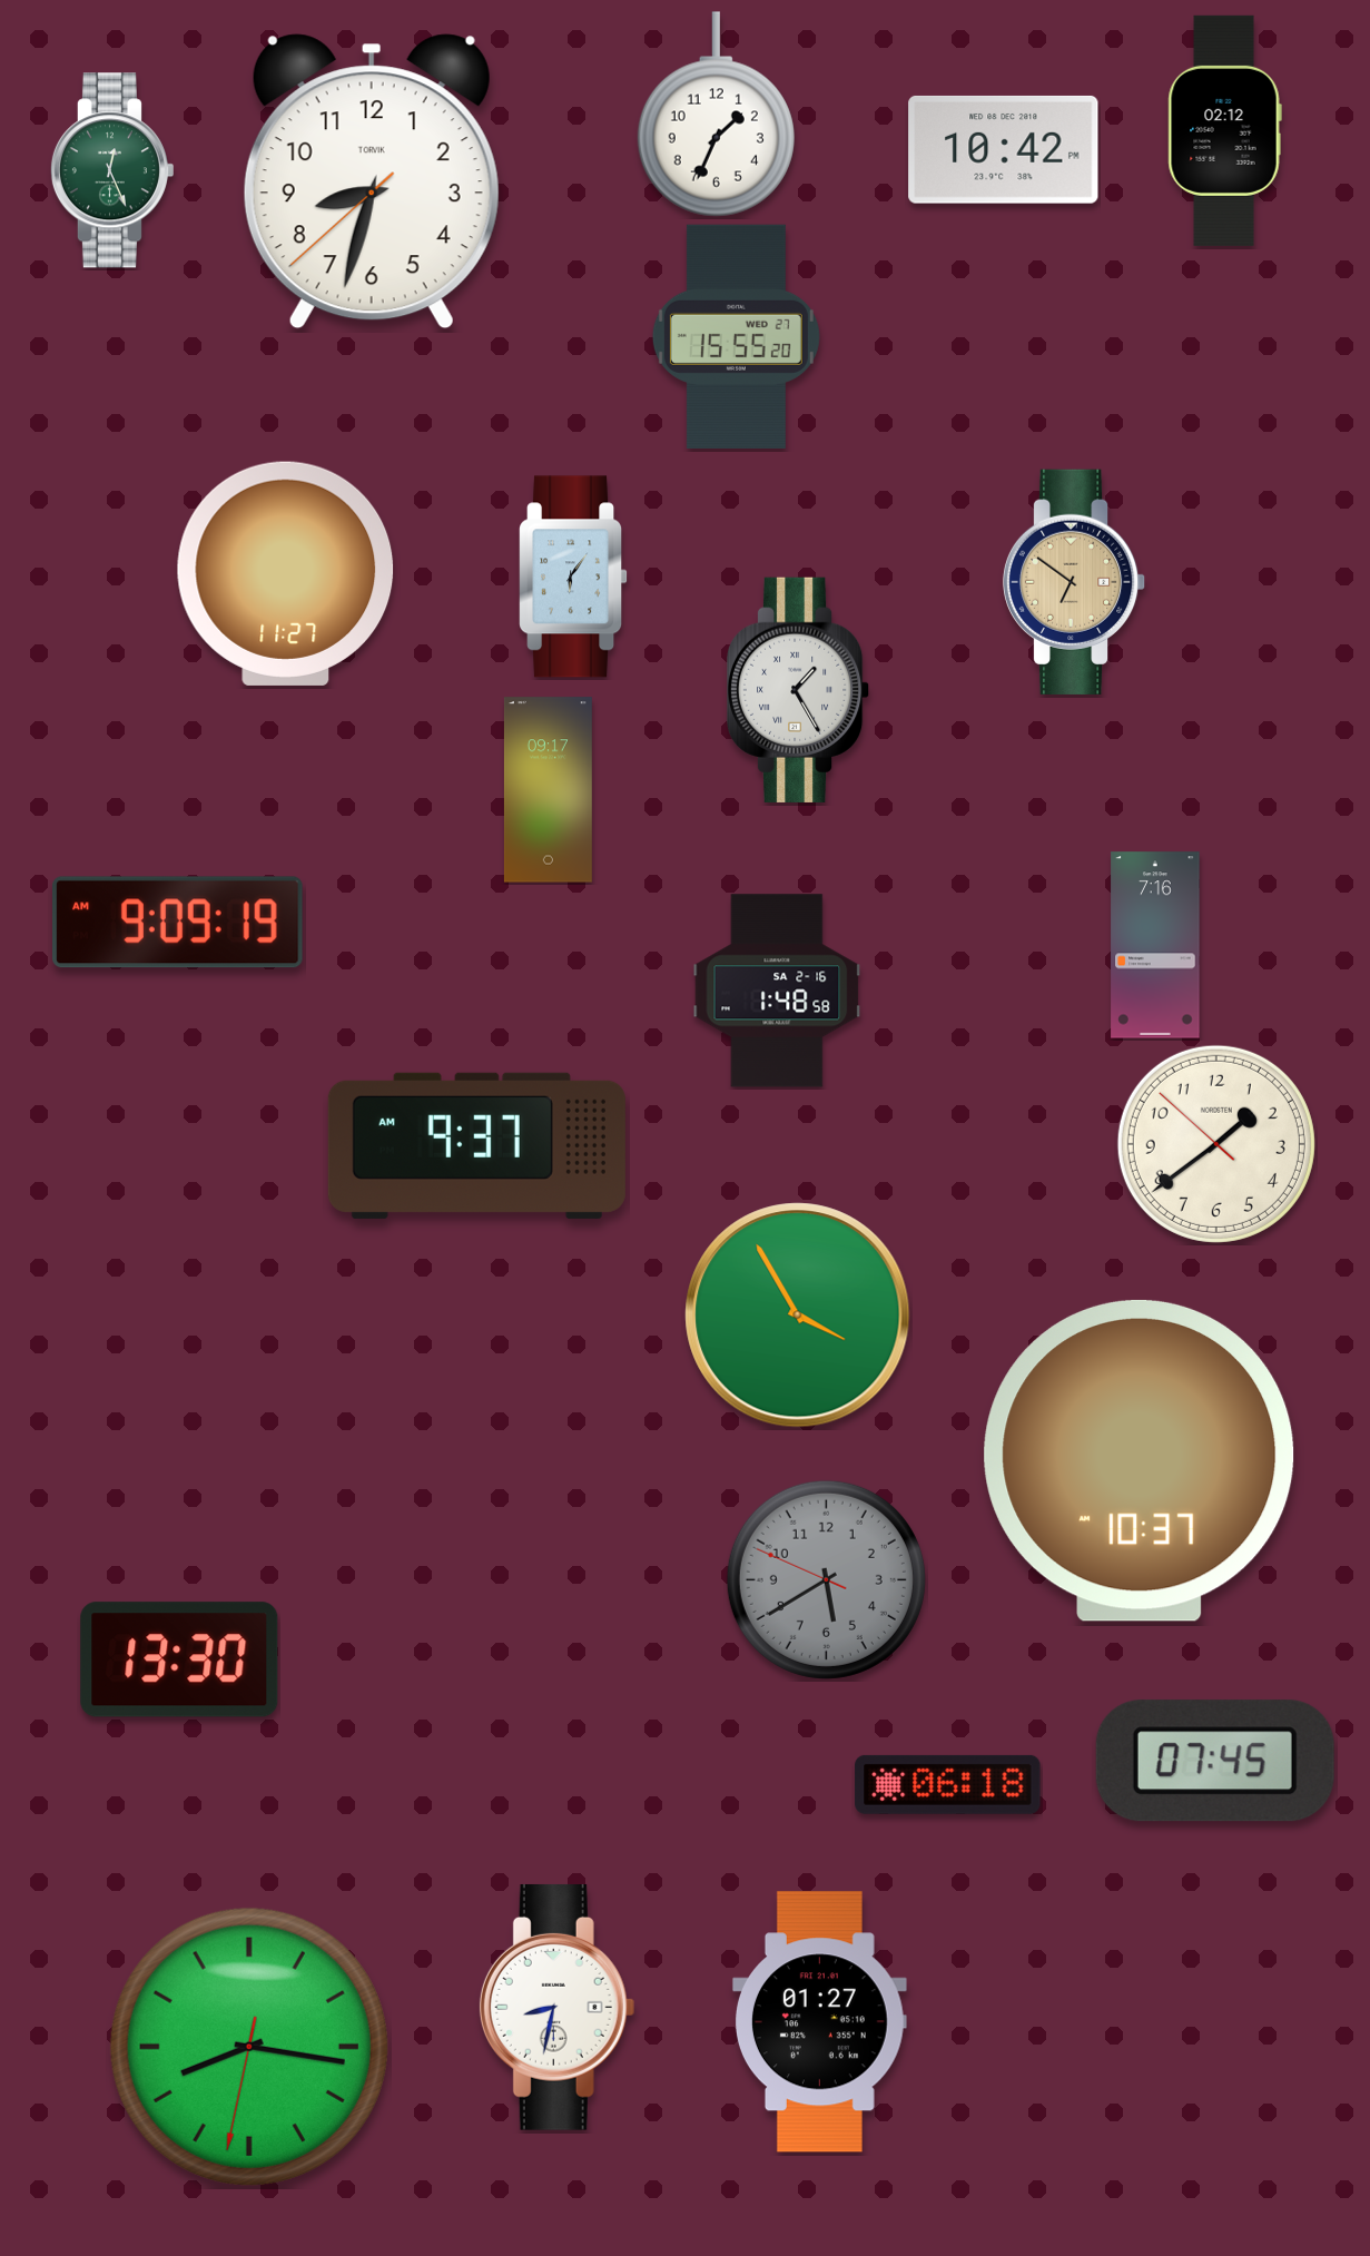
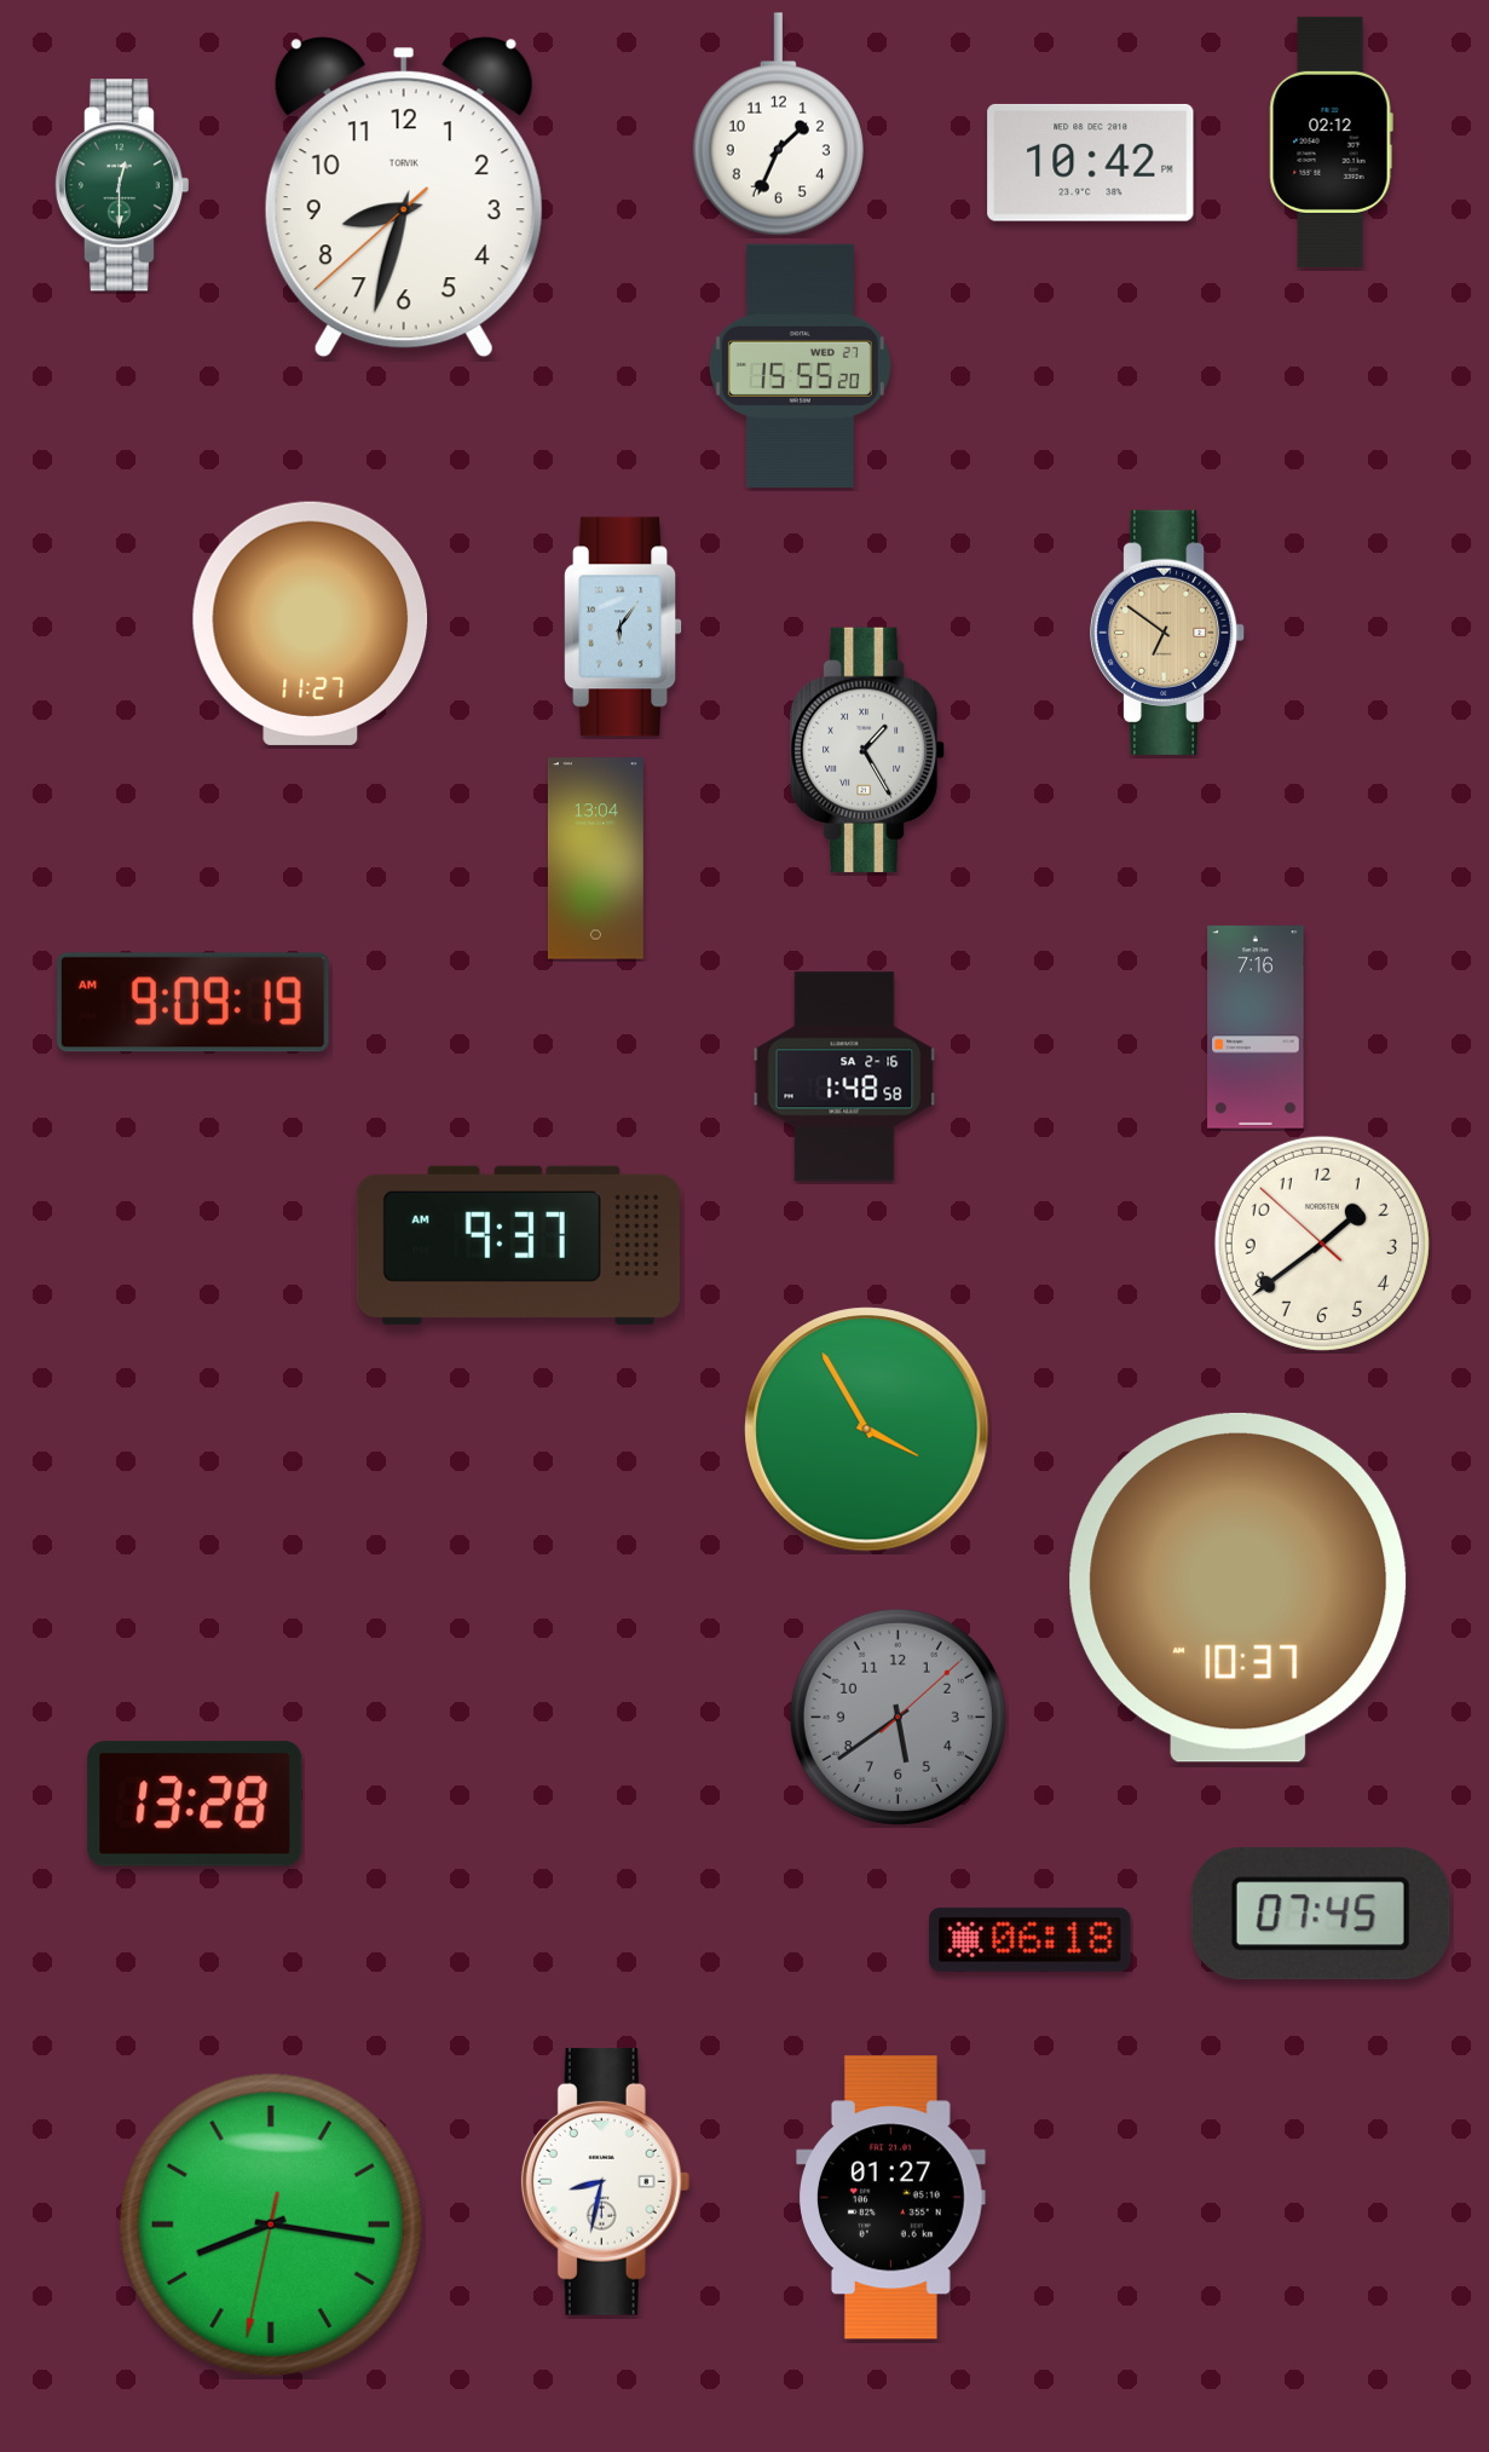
clock at (111, 170): 12:26 -> 12:30
clock at (548, 790): 09:17 -> 13:04
clock at (826, 1579): 5:39:49 -> 5:39:08
clock at (179, 1659): 13:30 -> 13:28
